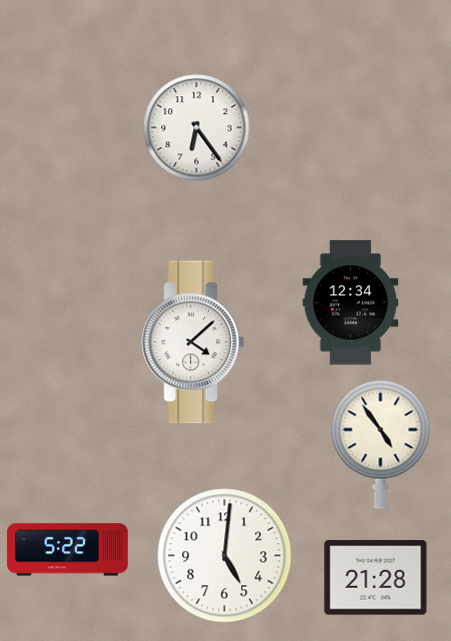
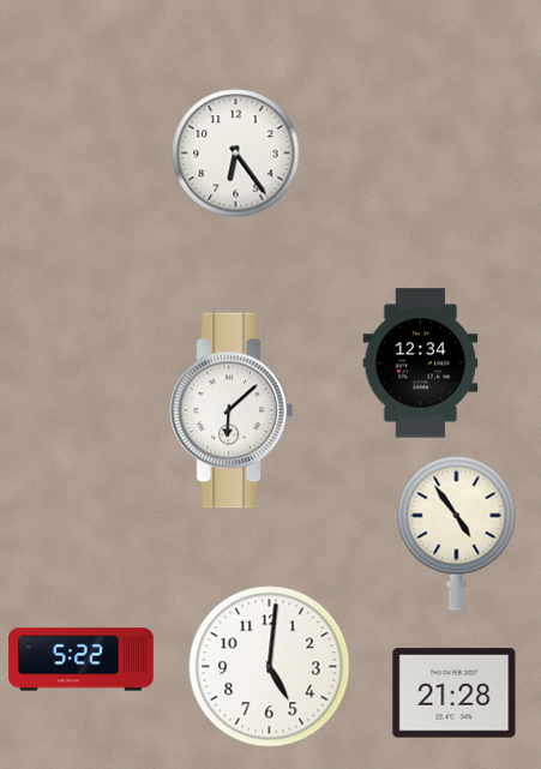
clock at (193, 342): 4:08 -> 6:08
clock at (376, 578) position: (376, 578) -> (455, 693)
